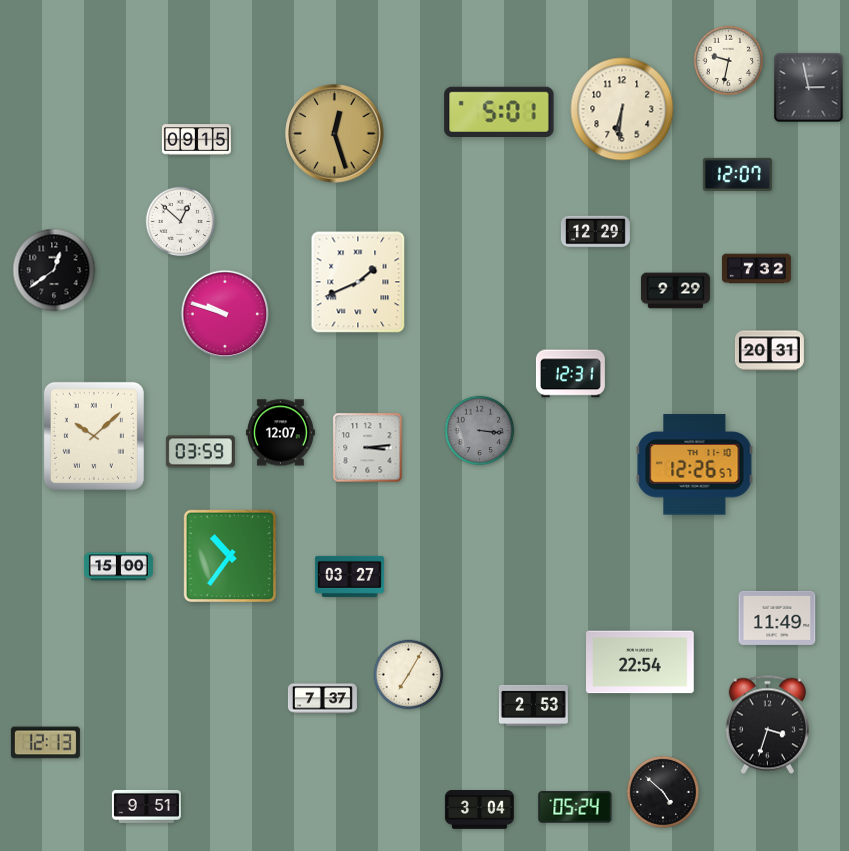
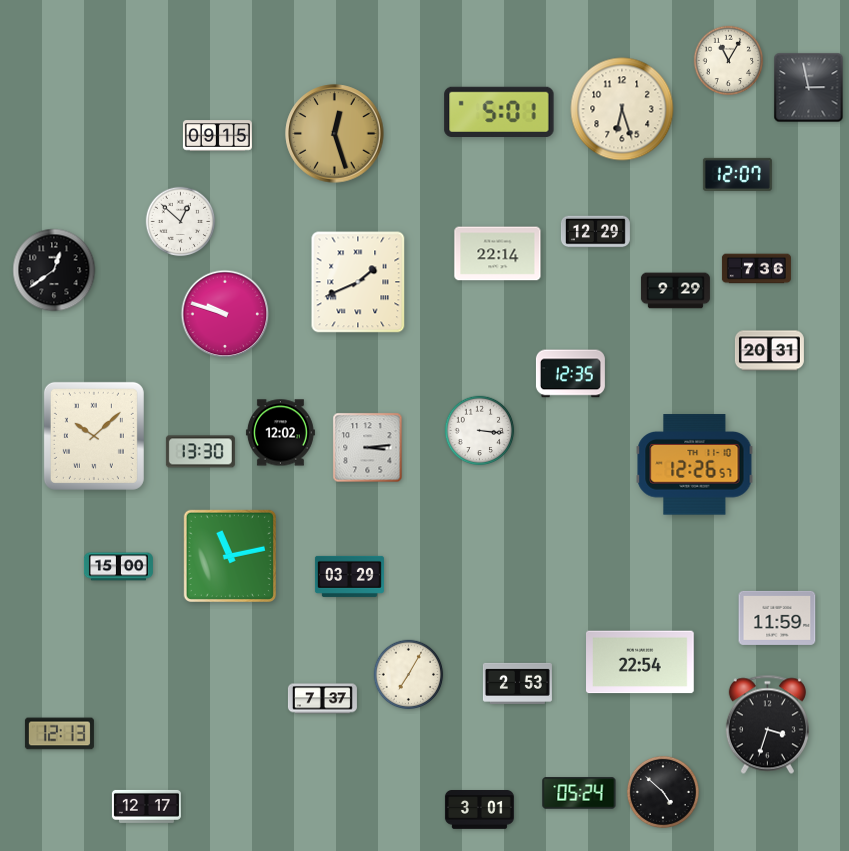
clock at (729, 61): 9:32 -> 11:05
clock at (622, 109): 6:31 -> 6:27
clock at (196, 140) position: (196, 140) -> (217, 136)
clock at (498, 254): none -> 22:14
clock at (756, 269): 7:32 -> 7:36
clock at (570, 374): 12:31 -> 12:35
clock at (480, 431) dial: grey -> white
clock at (280, 433): 12:07 -> 12:02
clock at (200, 452): 03:59 -> 13:30
clock at (230, 556): 10:36 -> 11:13
clock at (349, 576): 03:27 -> 03:29
clock at (777, 618): 11:49 -> 11:59
clock at (533, 705) position: (533, 705) -> (517, 683)
clock at (45, 743) position: (45, 743) -> (59, 734)
clock at (146, 806): 9:51 -> 12:17
clock at (575, 807) position: (575, 807) -> (579, 793)
clock at (479, 810): 3:04 -> 3:01
